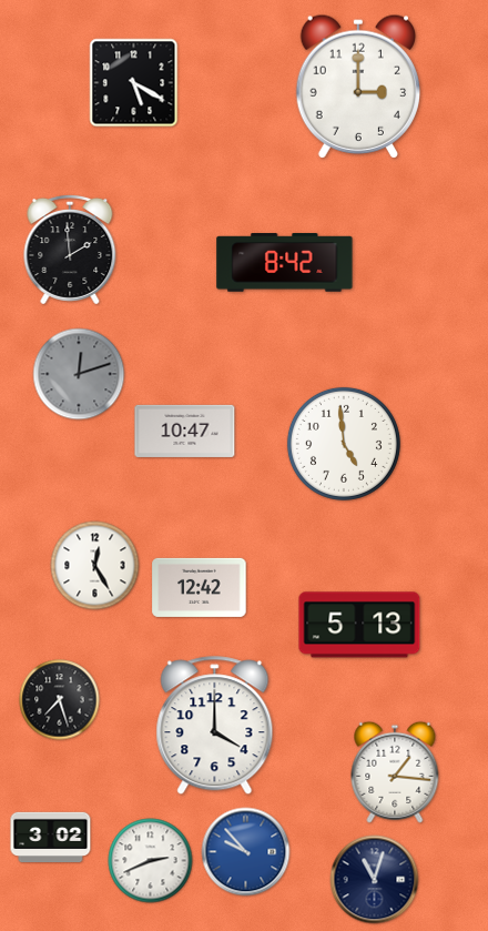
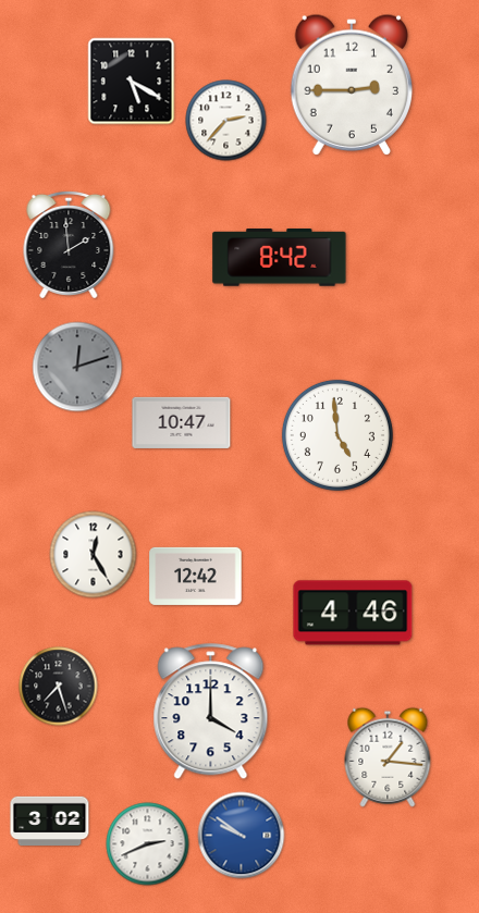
clock at (357, 87): 3:00 -> 2:45
clock at (226, 121): none -> 2:37
clock at (359, 625): 5:13 -> 4:46
clock at (246, 852): 9:53 -> 9:51
clock at (375, 880): 11:03 -> none
